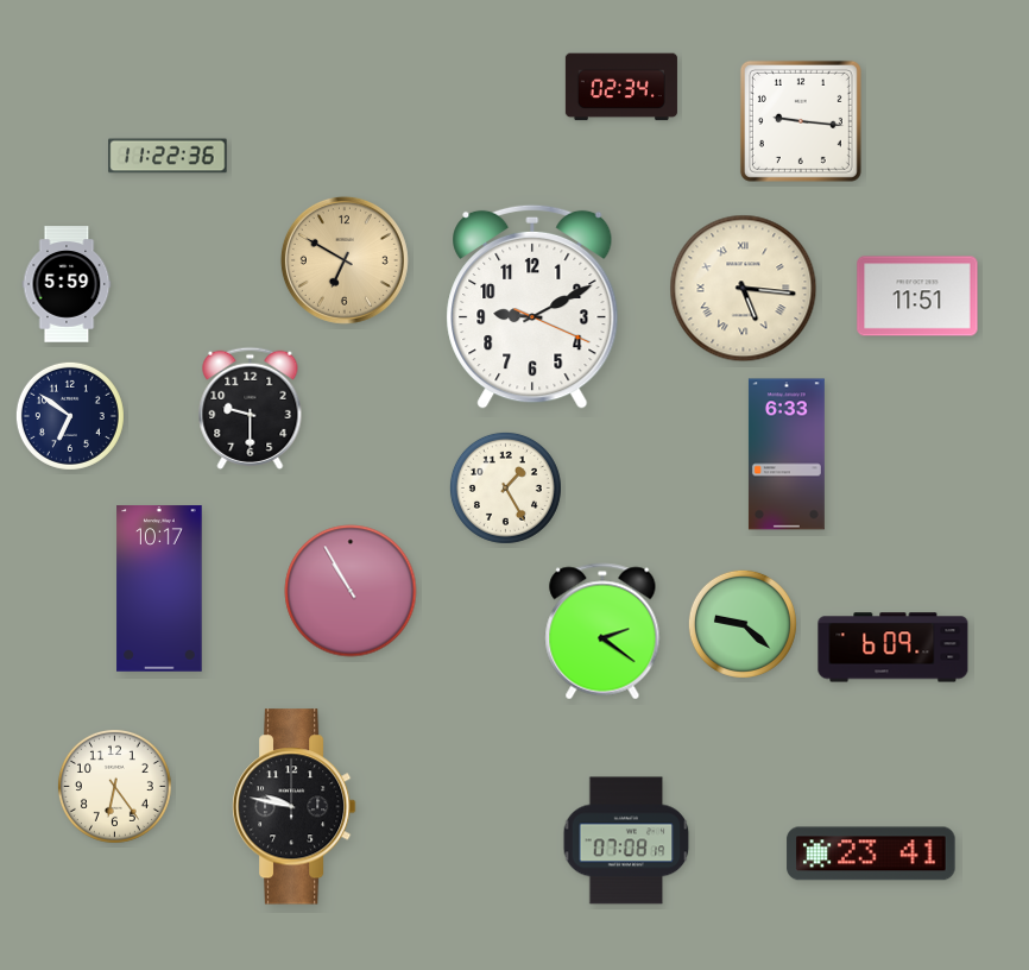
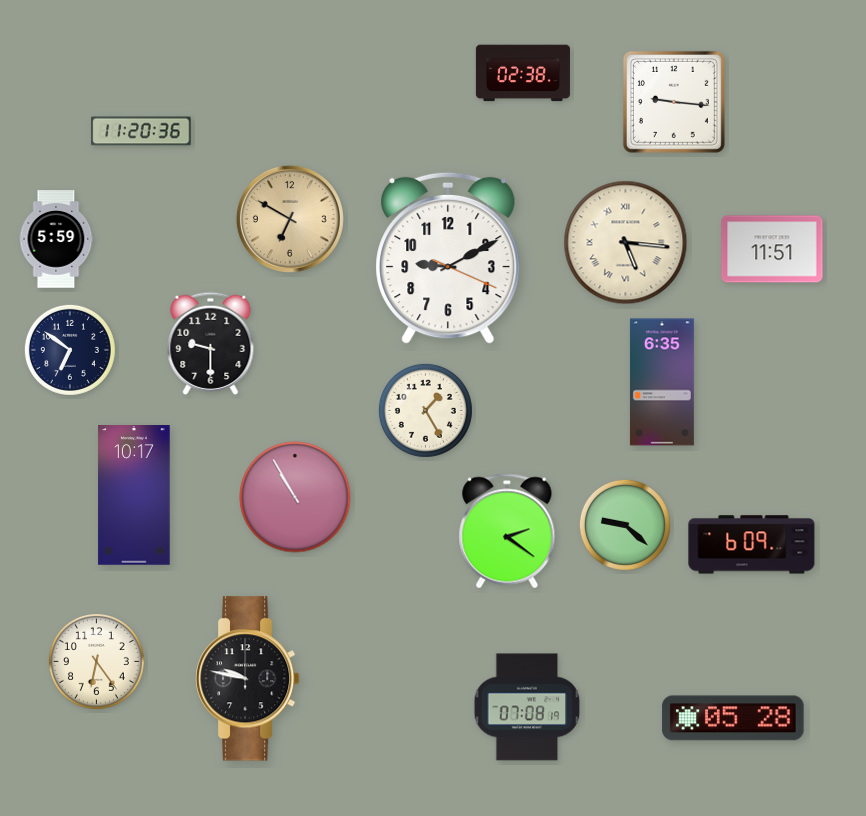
clock at (621, 87): 02:34 -> 02:38
clock at (168, 156): 11:22 -> 11:20
clock at (70, 416) position: (70, 416) -> (70, 350)
clock at (787, 454): 6:33 -> 6:35
clock at (871, 854): 23:41 -> 05:28
